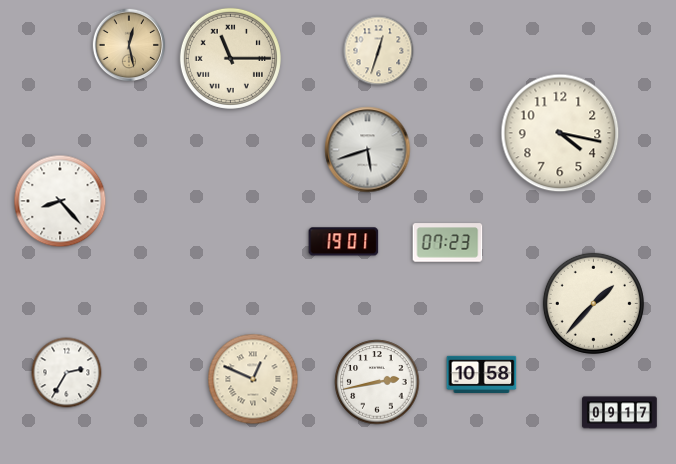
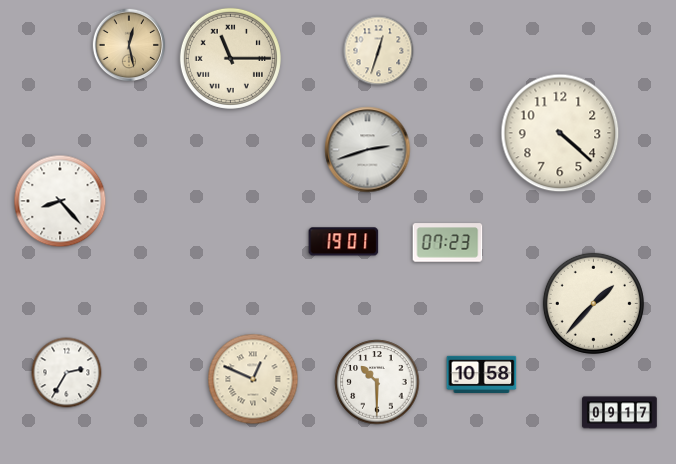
clock at (560, 133): 4:17 -> 4:22
clock at (368, 150): 5:42 -> 2:42
clock at (377, 382): 2:43 -> 10:30
